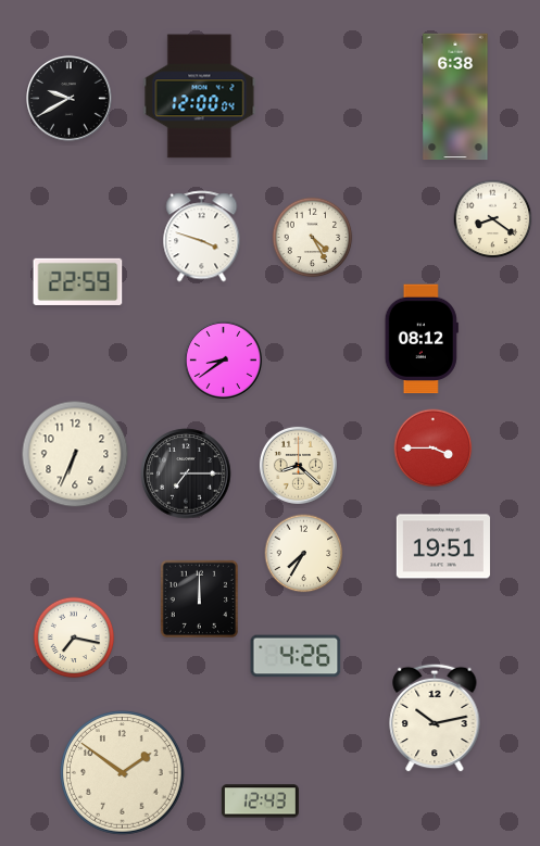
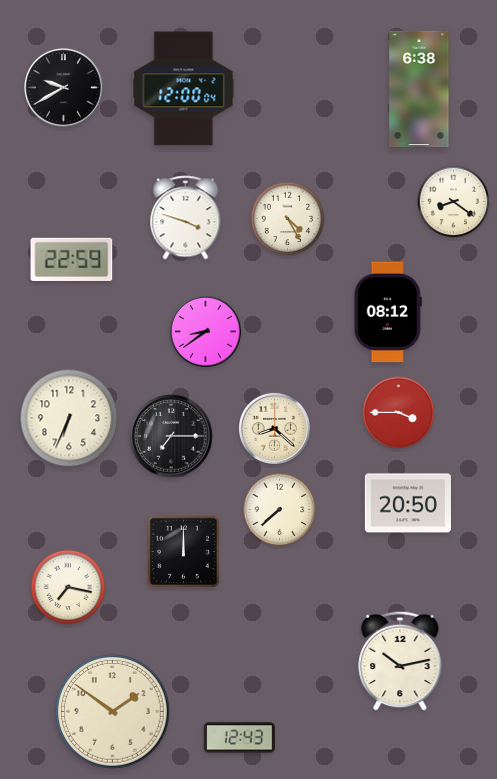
clock at (70, 99) position: (70, 99) -> (64, 88)
clock at (443, 546): 19:51 -> 20:50
clock at (304, 554): 7:35 -> 7:38
clock at (296, 656): 4:26 -> none
